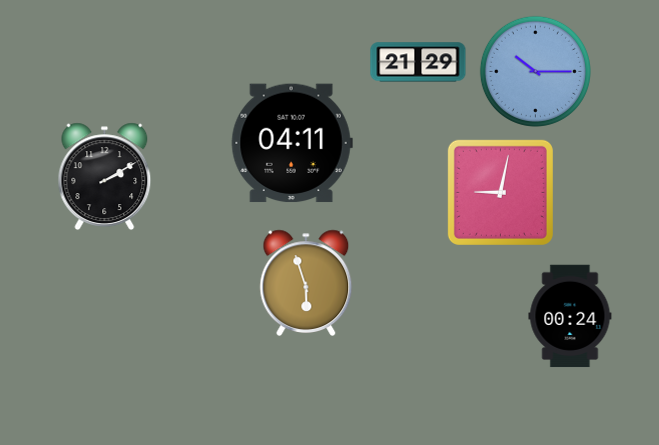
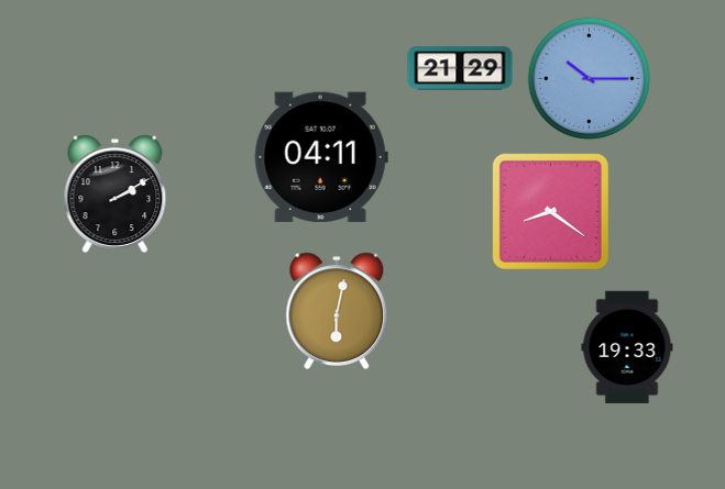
clock at (500, 192): 9:02 -> 8:21
clock at (306, 282): 5:57 -> 6:02
clock at (570, 316): 00:24 -> 19:33
